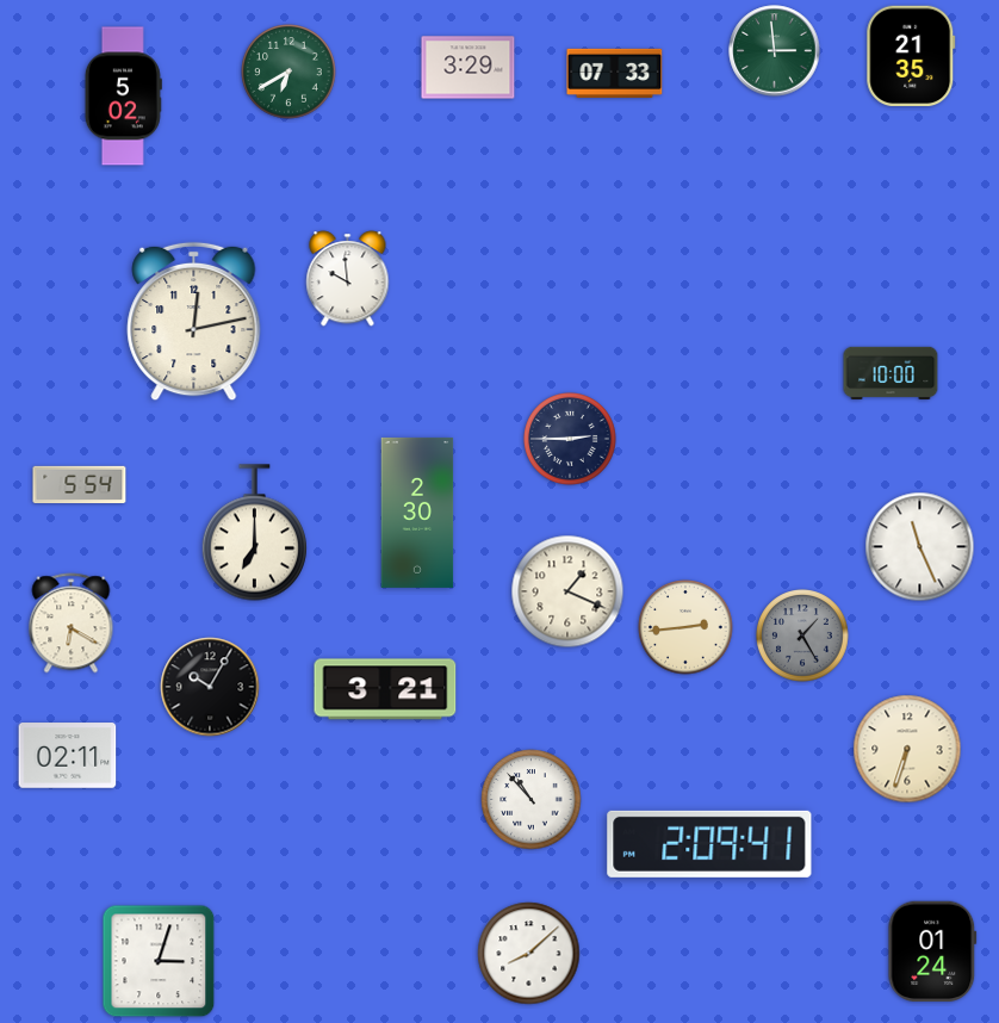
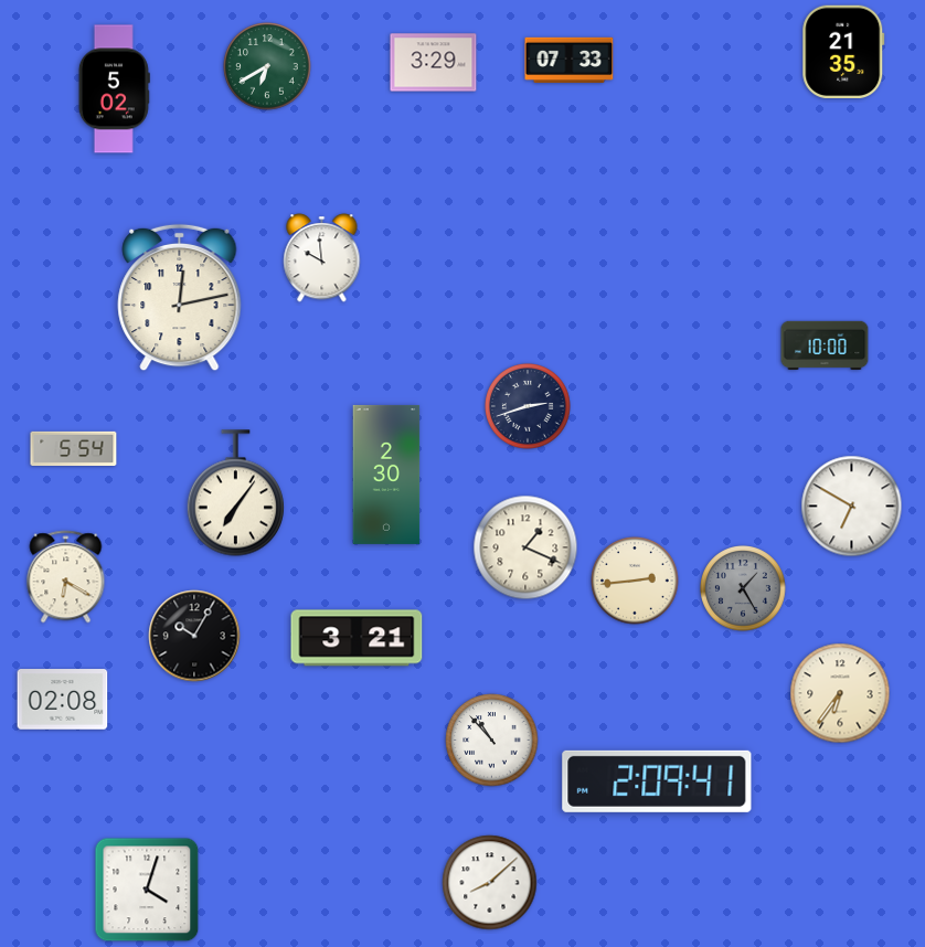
clock at (775, 51): 2:59 -> none
clock at (615, 73) position: (615, 73) -> (570, 60)
clock at (570, 439): 2:45 -> 2:42
clock at (254, 533): 7:00 -> 7:06
clock at (920, 547): 11:26 -> 6:50
clock at (907, 749): 6:33 -> 6:36
clock at (68, 756): 02:11 -> 02:08
clock at (932, 950): 01:24 -> none
clock at (159, 961): 3:03 -> 4:03
